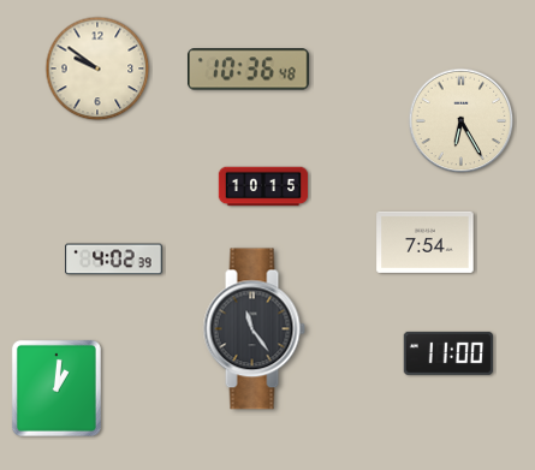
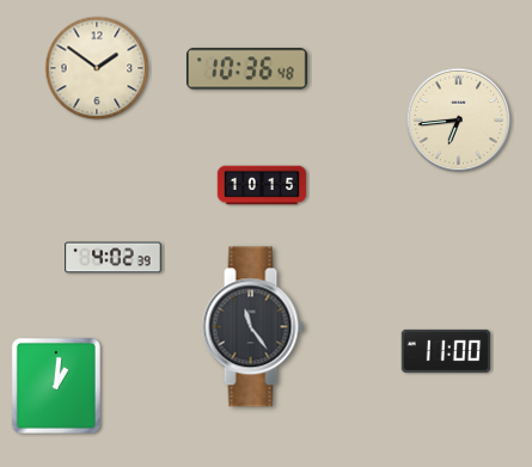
clock at (97, 69): 9:51 -> 1:51
clock at (462, 121): 6:25 -> 6:44
clock at (426, 242): 7:54 -> none
